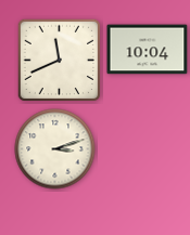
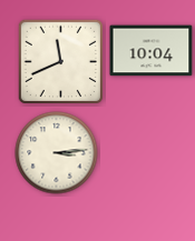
clock at (55, 149): 3:12 -> 3:14
